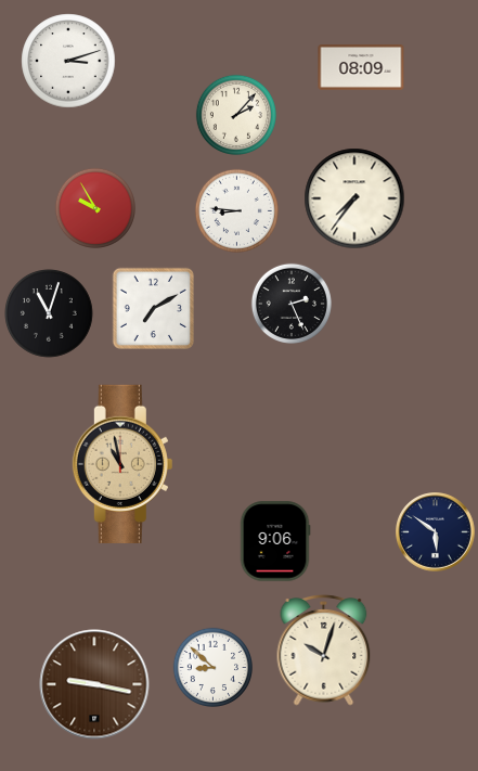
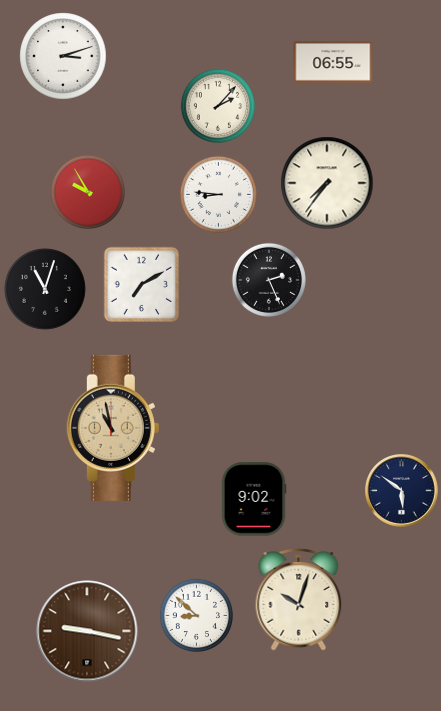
clock at (361, 68): 08:09 -> 06:55
clock at (275, 541): 9:06 -> 9:02
